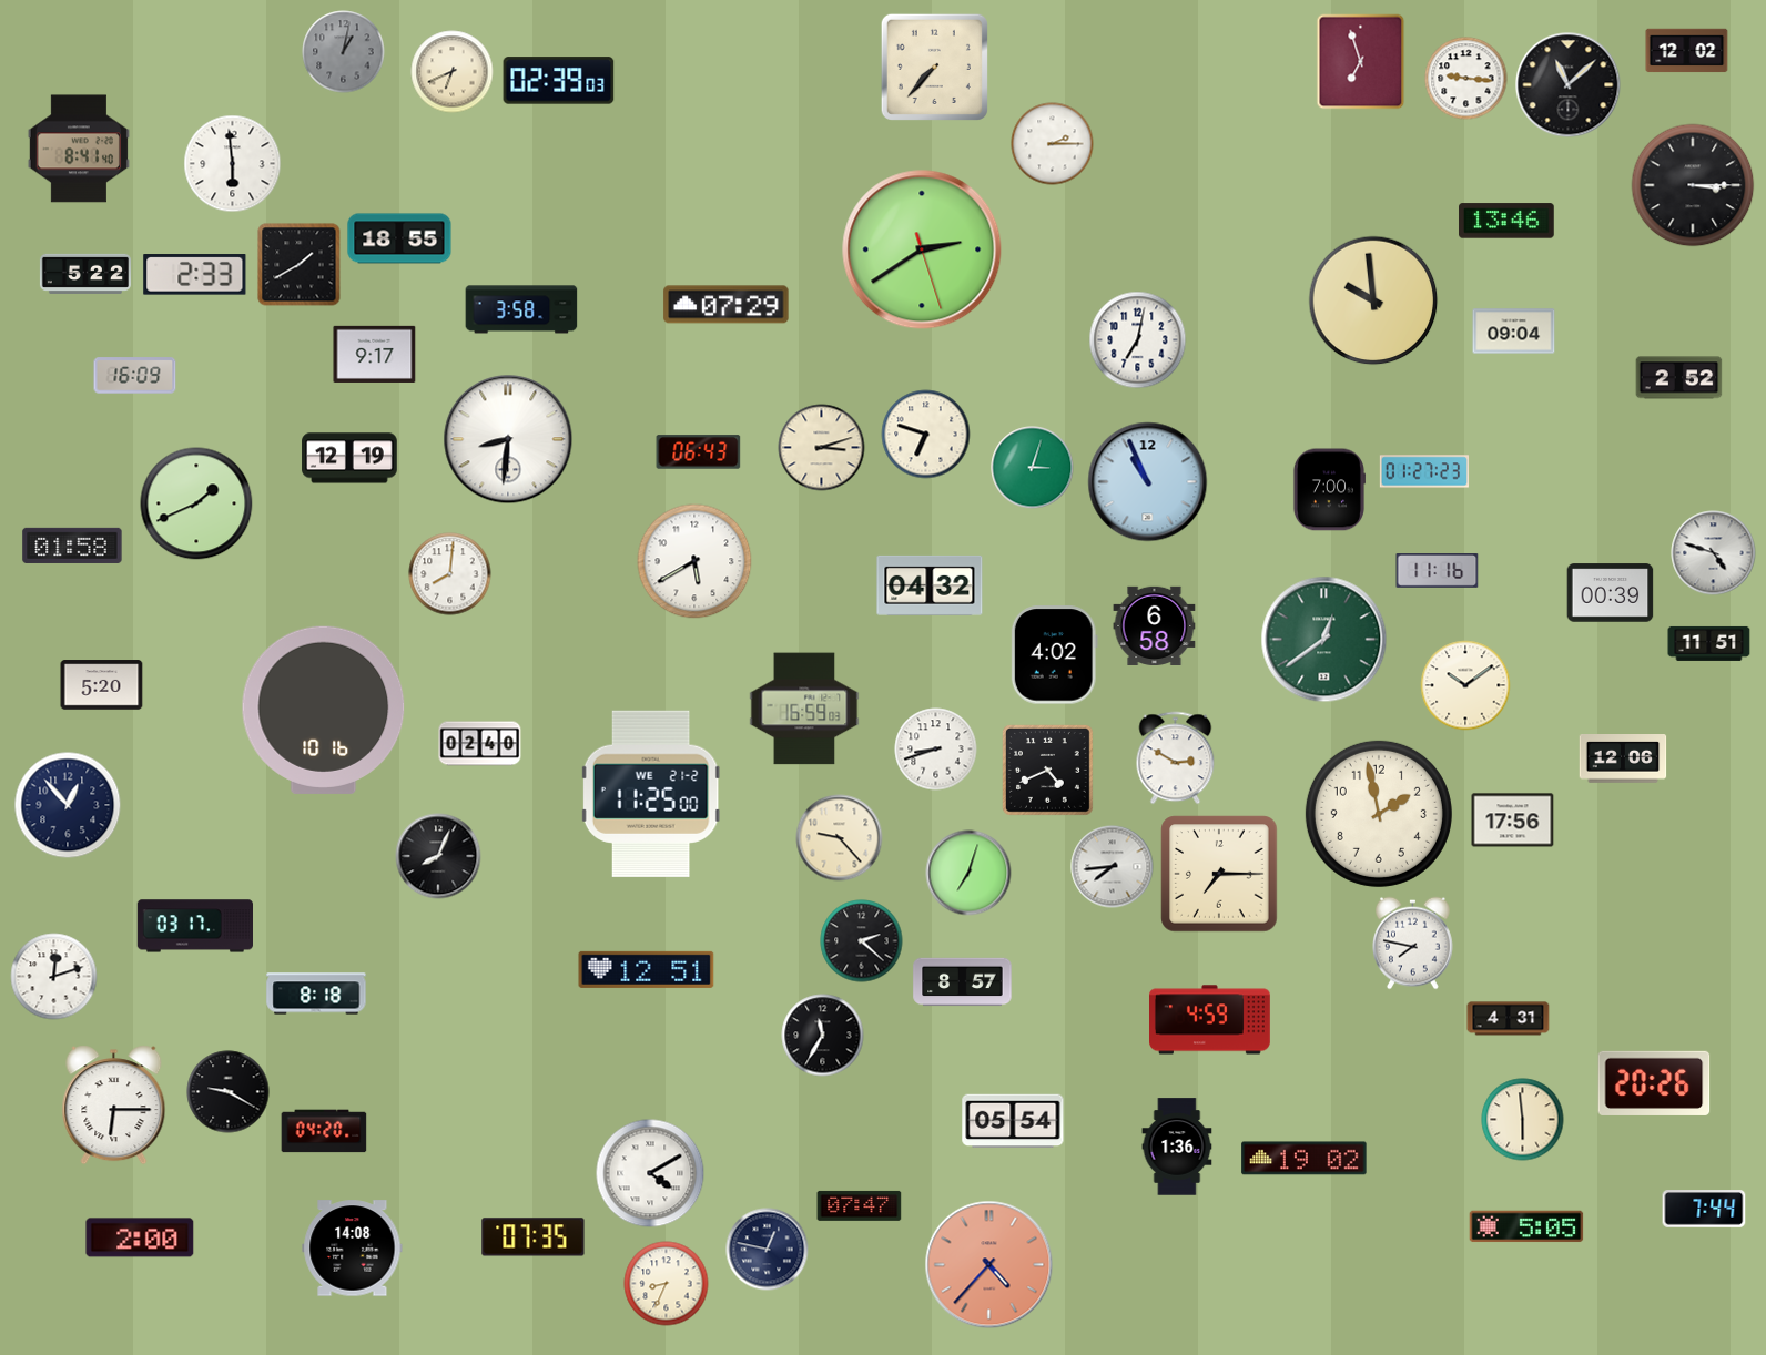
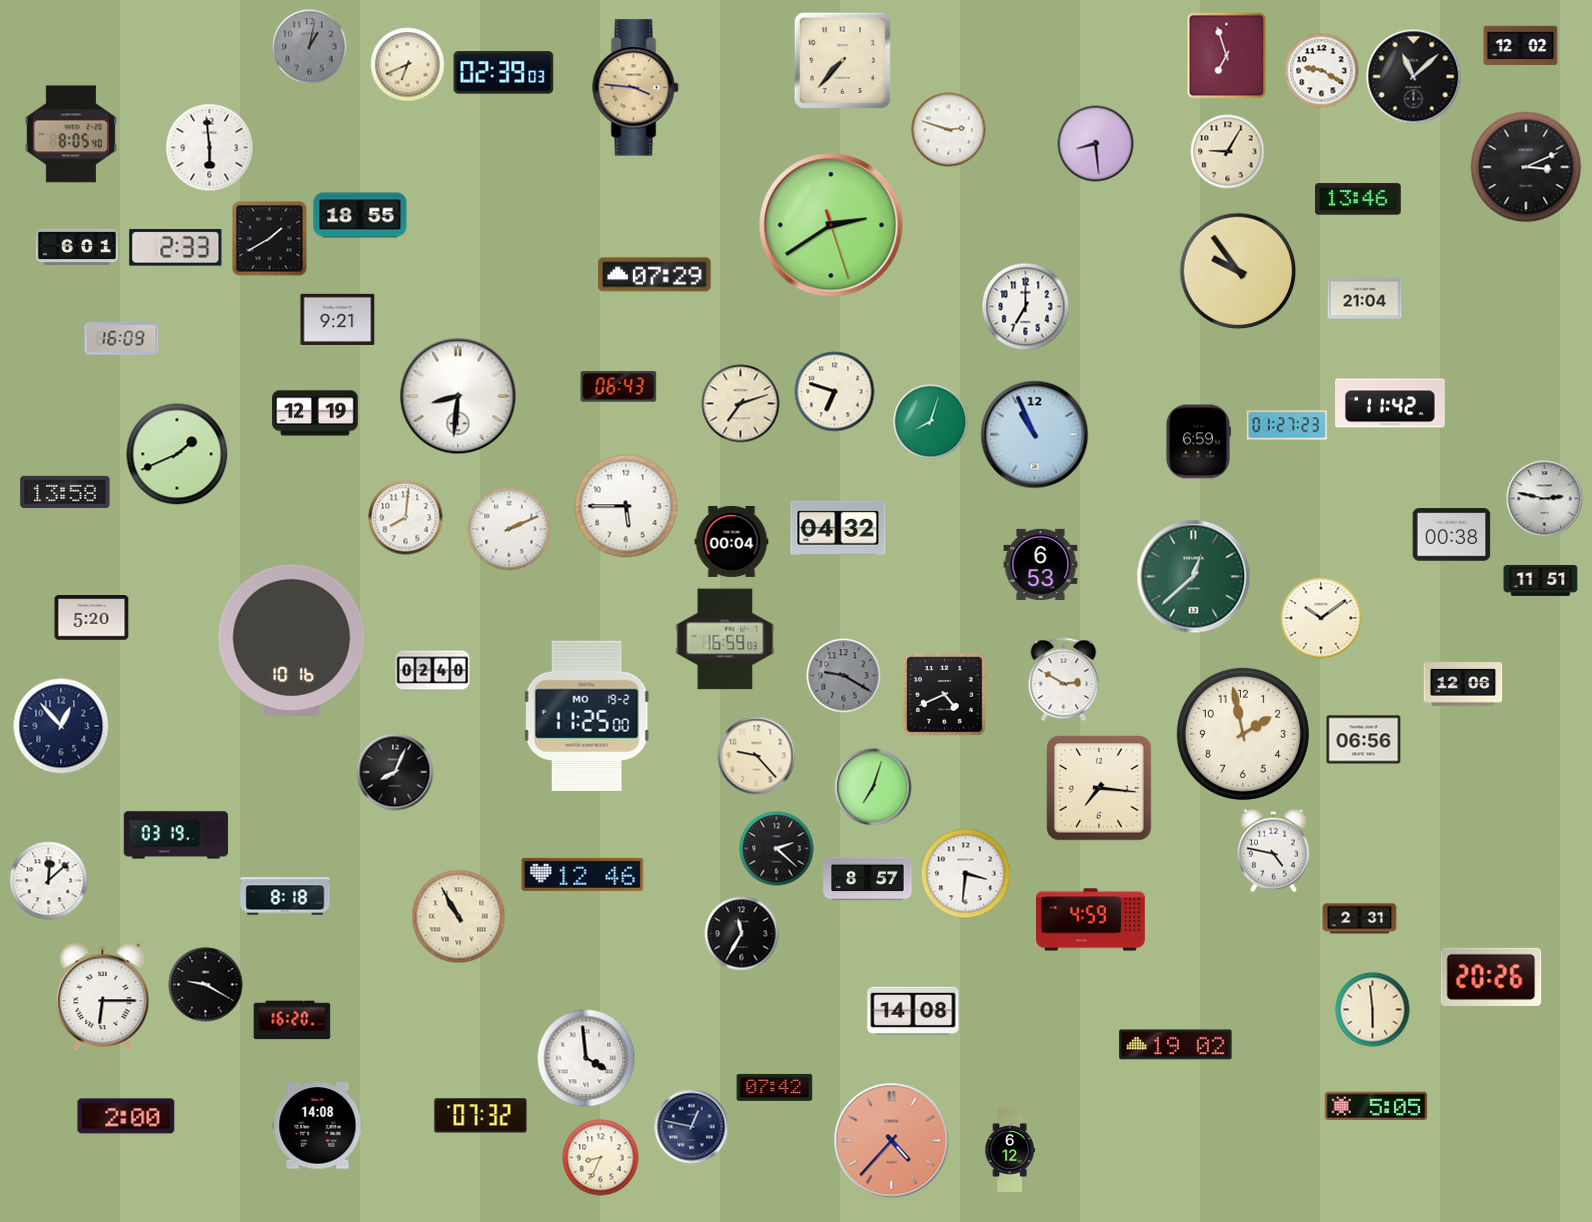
clock at (1466, 79): 9:16 -> 9:20
clock at (636, 88): none -> 3:46
clock at (1053, 144): 2:15 -> 2:48
clock at (79, 149): 8:41 -> 8:05
clock at (1096, 144): none -> 8:29
clock at (1228, 152): none -> 9:05
clock at (1693, 185): 3:15 -> 3:11
clock at (85, 274): 5:22 -> 6:01
clock at (1373, 300): 9:59 -> 9:54
clock at (521, 309): 3:58 -> none
clock at (1514, 332): 09:04 -> 21:04
clock at (1138, 340): 7:02 -> 7:00
clock at (375, 354): 9:17 -> 9:21
clock at (1679, 378): 2:52 -> none
clock at (1390, 403): none -> 11:42
clock at (822, 448): 3:12 -> 7:12
clock at (699, 452) position: (699, 452) -> (619, 387)
clock at (1033, 468): 3:03 -> 8:03
clock at (1424, 471) position: (1424, 471) -> (1287, 425)
clock at (1329, 490): 7:00 -> 6:59
clock at (72, 546): 01:58 -> 13:58
clock at (1714, 553): 4:48 -> 2:47
clock at (694, 561): 5:40 -> 5:45
clock at (1438, 571): 11:16 -> none
clock at (509, 529): none -> 2:11
clock at (1611, 593): 00:39 -> 00:38
clock at (732, 541): none -> 00:04
clock at (1155, 625): 6:58 -> 6:53
clock at (1324, 640): 12:39 -> 12:38
clock at (1054, 655): 4:02 -> none
clock at (936, 750): 8:42 -> 9:20
clock at (936, 750) dial: white -> grey
clock at (1176, 758) position: (1176, 758) -> (1064, 680)
clock at (651, 794) date: WE 21-2 -> MO 19-2
clock at (1513, 821): 17:56 -> 06:56
clock at (1113, 867): 7:44 -> none
clock at (1219, 874): 7:15 -> 7:16
clock at (194, 926): 03:17 -> 03:19
clock at (1413, 944): 7:47 -> 4:47
clock at (647, 969): 12:51 -> 12:46
clock at (966, 874): none -> 3:31
clock at (54, 977): 12:12 -> 12:08
clock at (963, 982) position: (963, 982) -> (868, 879)
clock at (459, 917): none -> 10:55
clock at (1509, 1019): 4:31 -> 2:31
clock at (1013, 1121): 05:54 -> 14:08
clock at (324, 1131): 04:20 -> 16:20
clock at (1177, 1147): 1:36 -> none
clock at (650, 1173): 4:10 -> 3:59
clock at (860, 1205): 07:47 -> 07:42
clock at (1704, 1209): 7:44 -> none
clock at (534, 1237): 07:35 -> 07:32
clock at (1010, 1150): none -> 6:12
